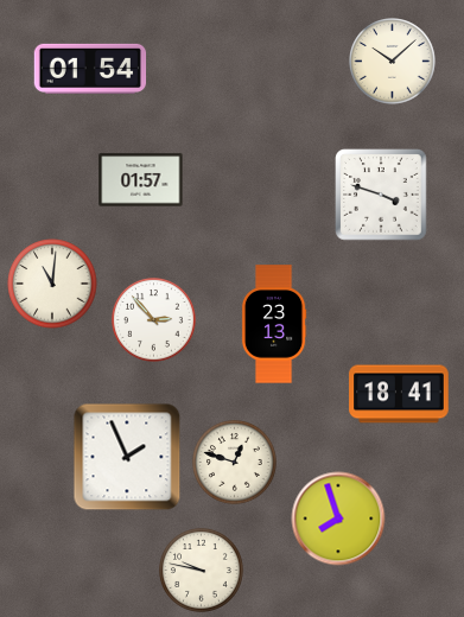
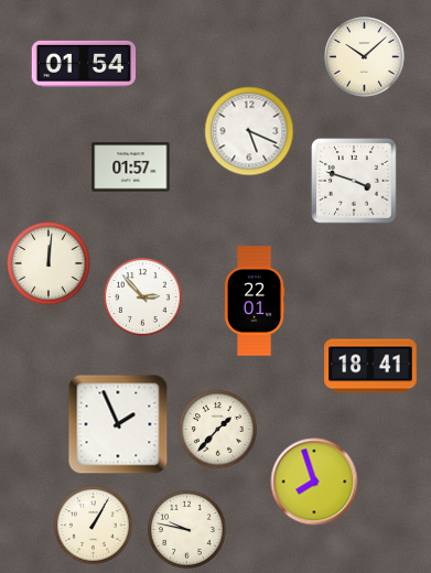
clock at (249, 131): none -> 5:19
clock at (52, 284): 11:01 -> 12:01
clock at (274, 324): 23:13 -> 22:01
clock at (235, 463): 12:48 -> 1:37
clock at (94, 526): none -> 1:05
